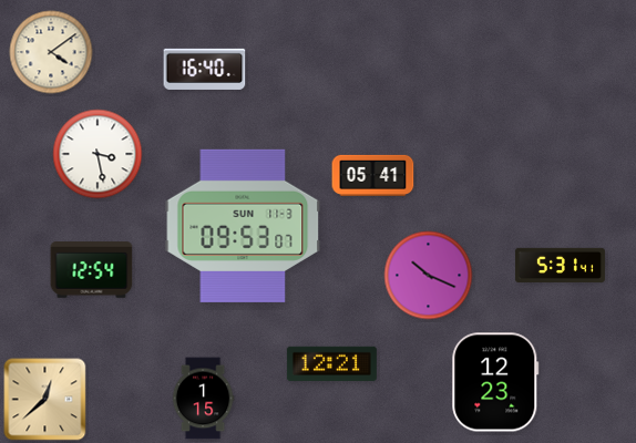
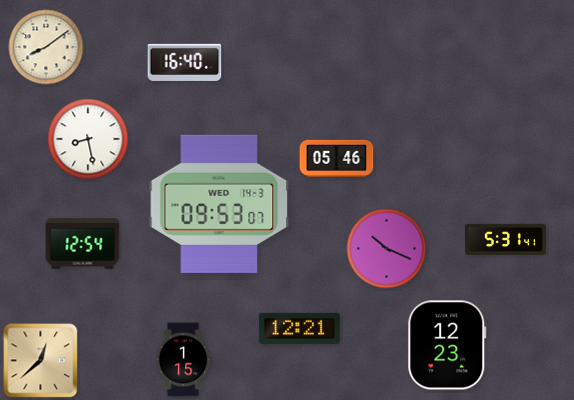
clock at (51, 52): 4:09 -> 8:09
clock at (98, 154): 3:28 -> 8:28
clock at (373, 175): 05:41 -> 05:46
clock at (243, 226) date: SUN 11-3 -> WED 14-3
